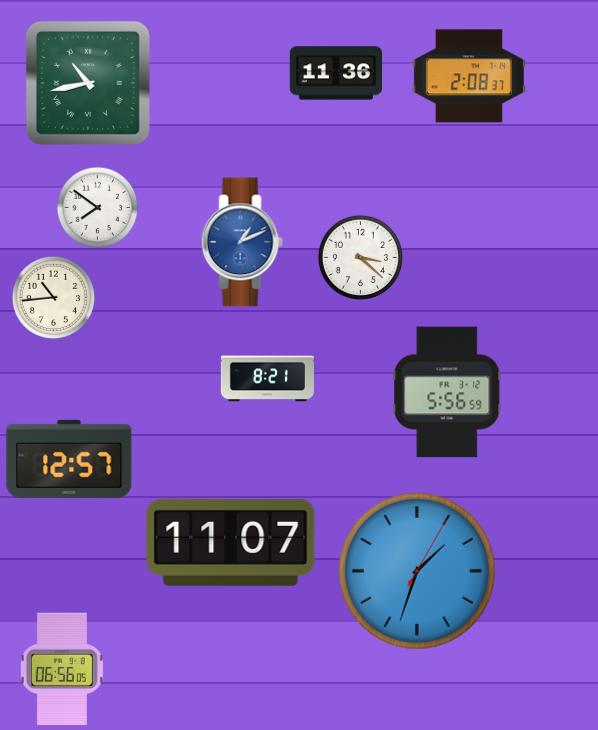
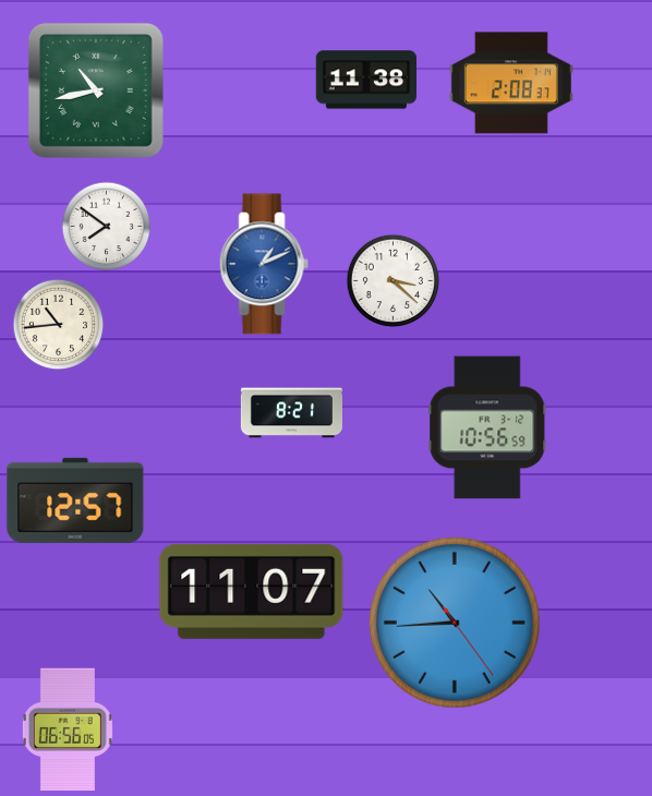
clock at (335, 73): 11:36 -> 11:38
clock at (447, 392): 5:56 -> 10:56
clock at (417, 571): 1:33 -> 10:44
